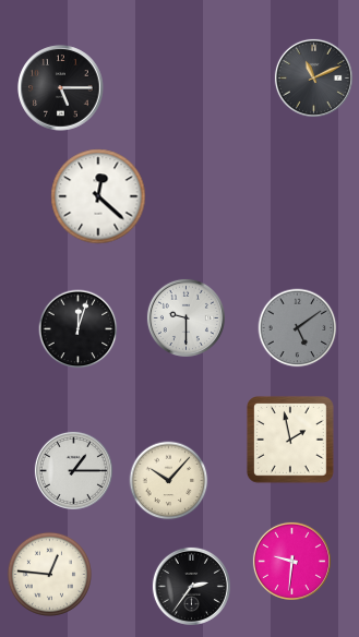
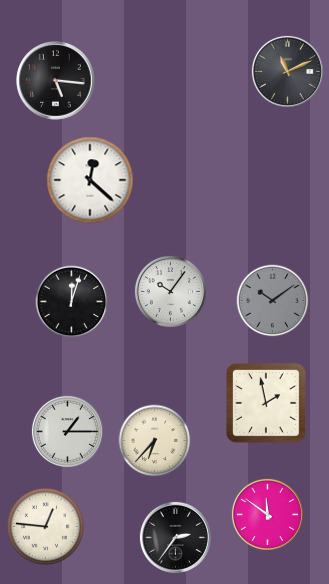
clock at (61, 88): 5:15 -> 5:16
clock at (186, 317): 9:30 -> 10:06
clock at (298, 328): 5:09 -> 10:09
clock at (169, 481): 10:07 -> 6:37
clock at (291, 561): 9:31 -> 11:51
